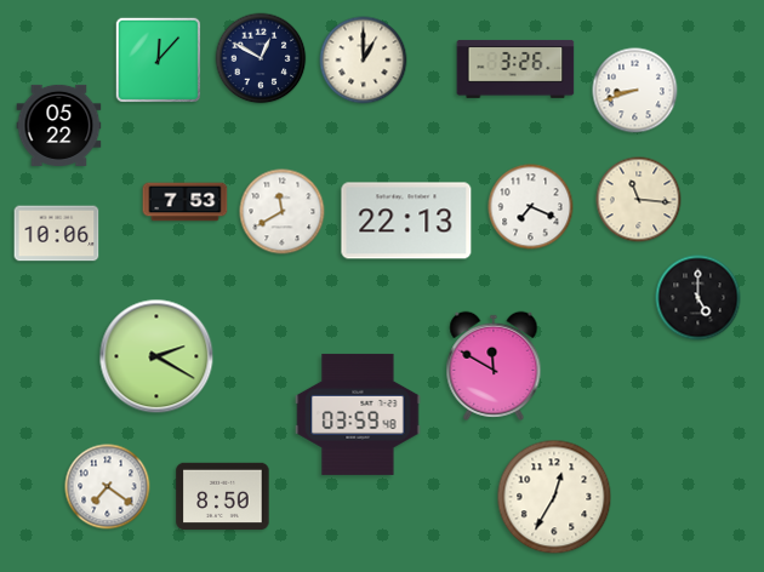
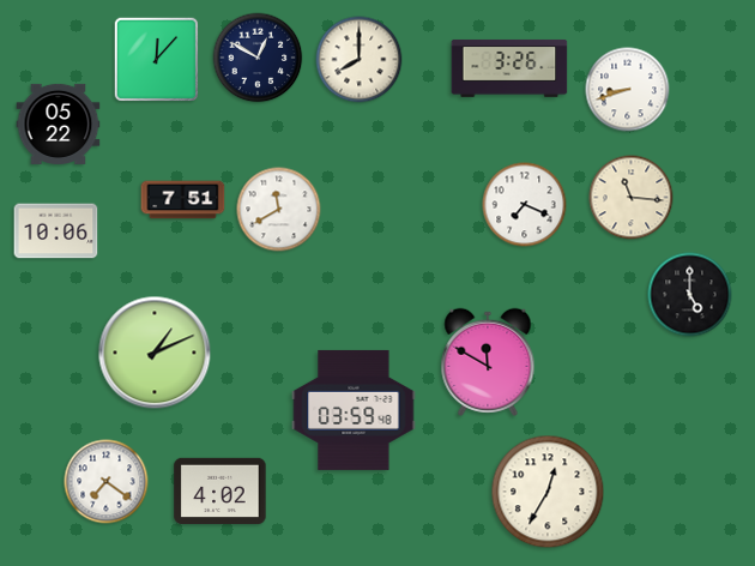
clock at (364, 61): 1:00 -> 8:00
clock at (186, 202): 7:53 -> 7:51
clock at (406, 221): 22:13 -> none
clock at (156, 356): 2:20 -> 1:11
clock at (223, 496): 8:50 -> 4:02
